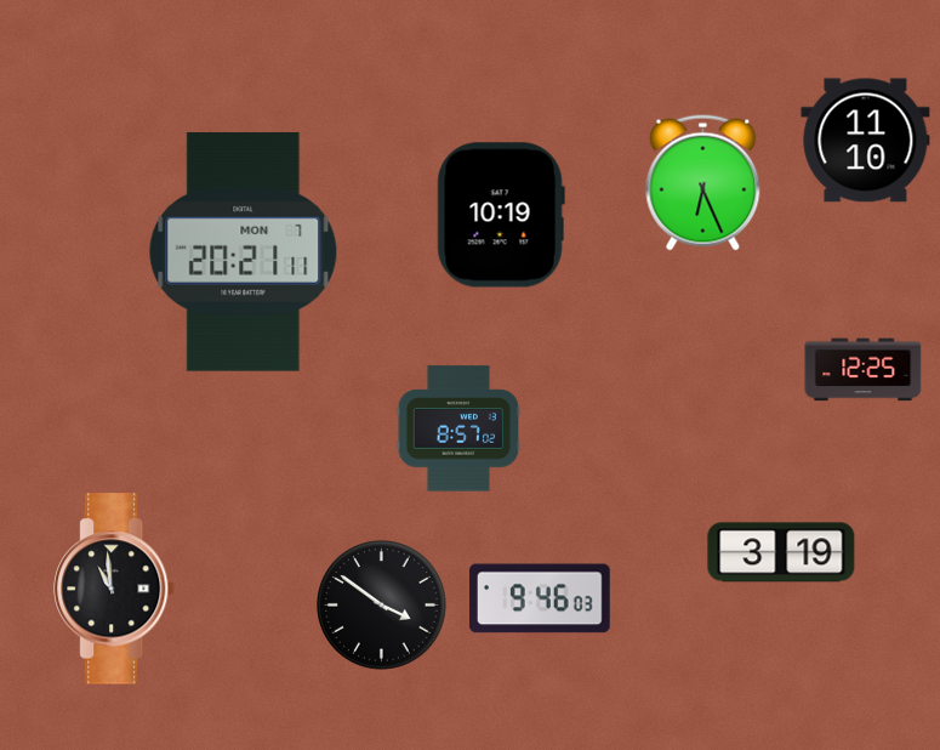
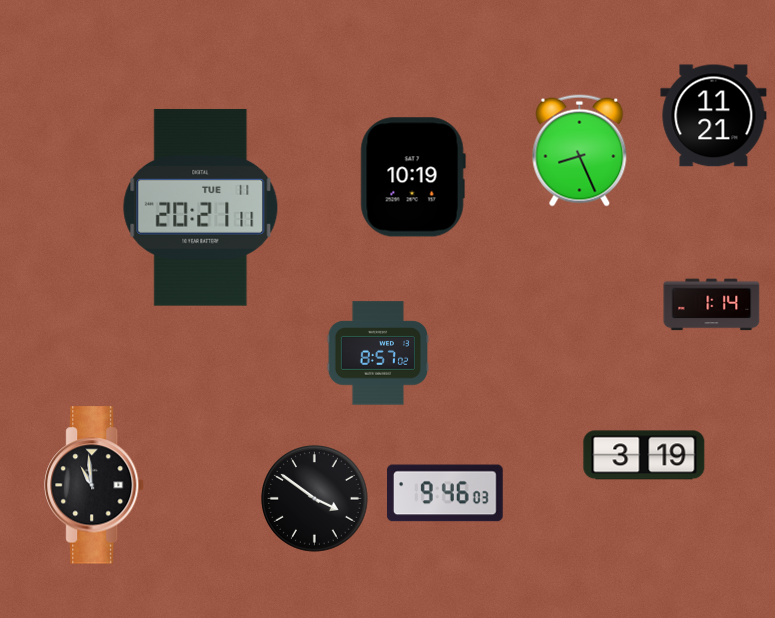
clock at (866, 141): 11:10 -> 11:21
clock at (703, 183): 6:26 -> 8:26
clock at (244, 251) date: MON 7 -> TUE 11
clock at (864, 370): 12:25 -> 1:14
